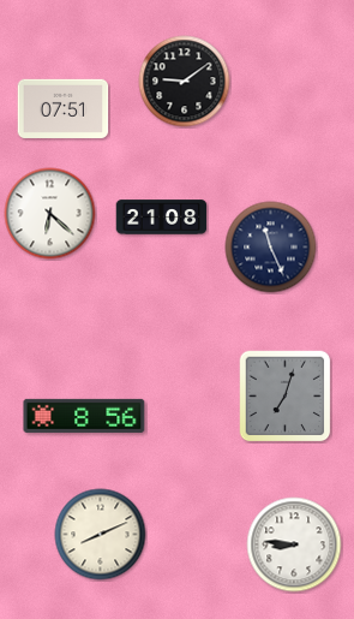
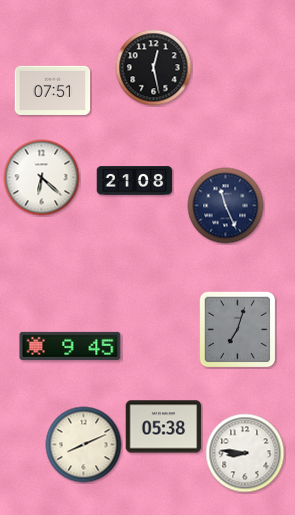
clock at (185, 82): 9:09 -> 12:28
clock at (84, 416): 8:56 -> 9:45
clock at (164, 427): none -> 05:38
